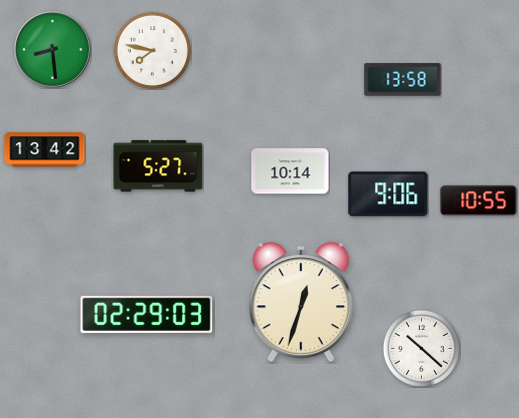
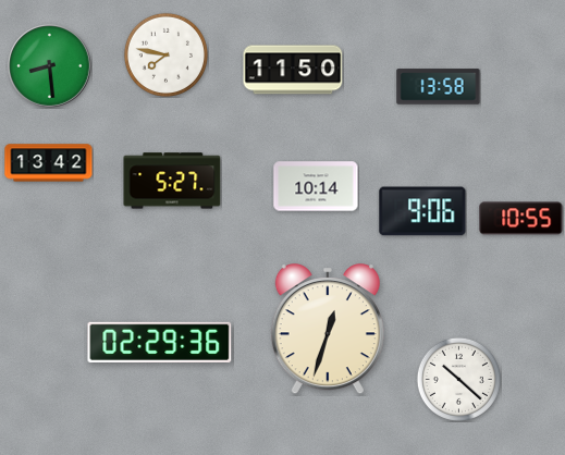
clock at (53, 50) position: (53, 50) -> (50, 66)
clock at (293, 70): none -> 11:50
clock at (147, 314): 02:29:03 -> 02:29:36
